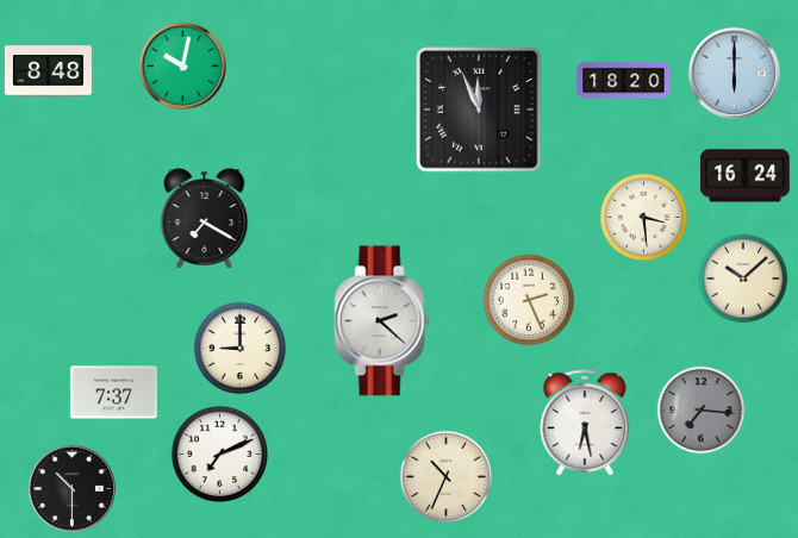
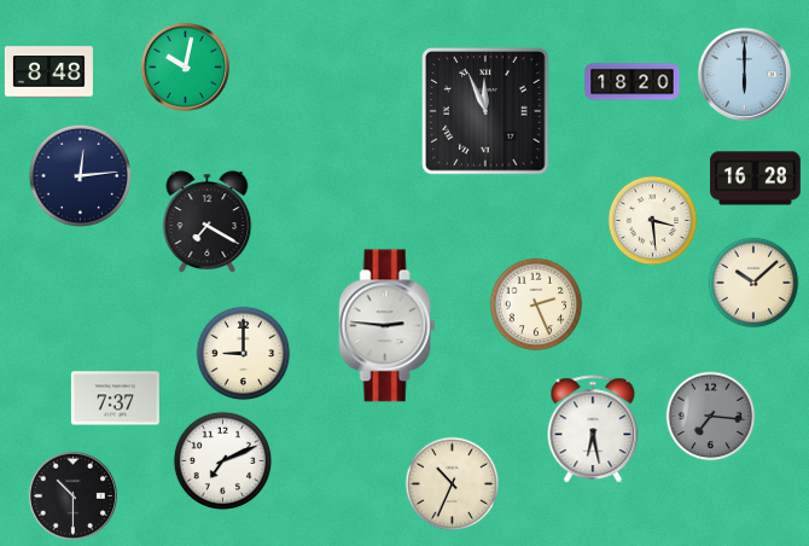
clock at (80, 175): none -> 12:14
clock at (746, 176): 16:24 -> 16:28
clock at (382, 321): 2:22 -> 2:46
